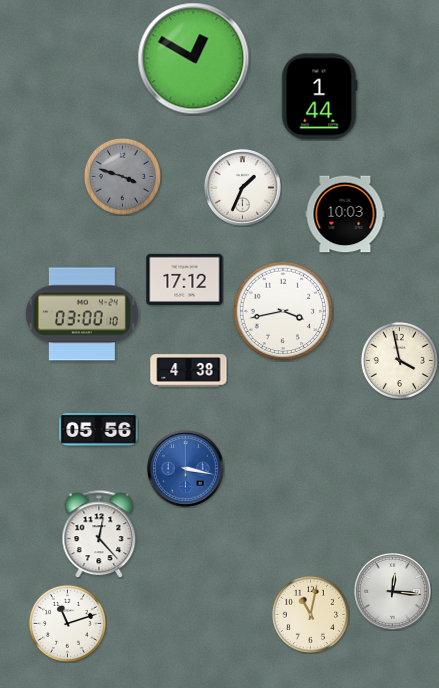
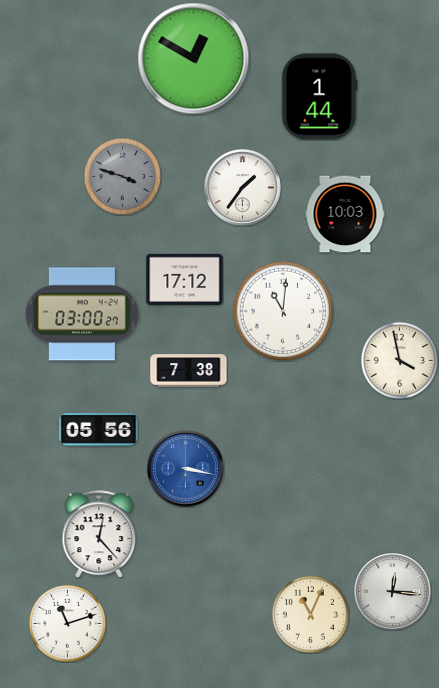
clock at (243, 188): 1:34 -> 1:36
clock at (283, 311): 3:43 -> 11:01
clock at (82, 314): 03:00:10 -> 03:00:27
clock at (189, 371): 4:38 -> 7:38
clock at (310, 614): 11:02 -> 11:04
